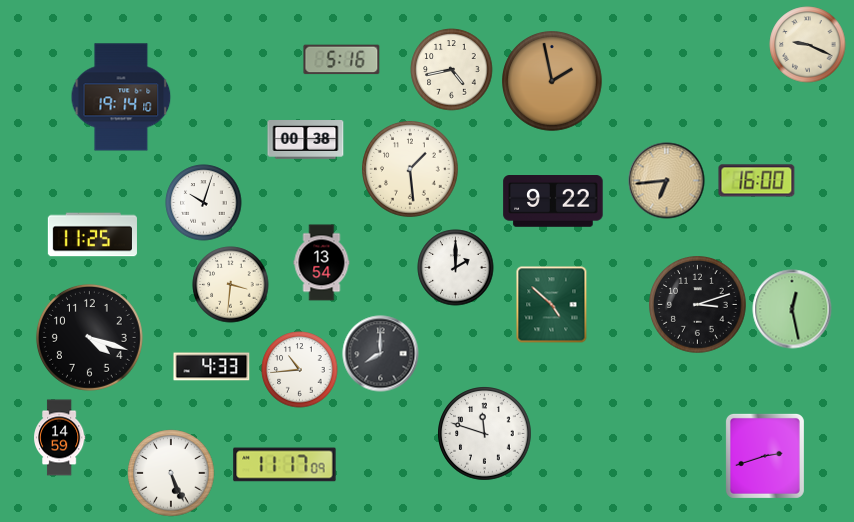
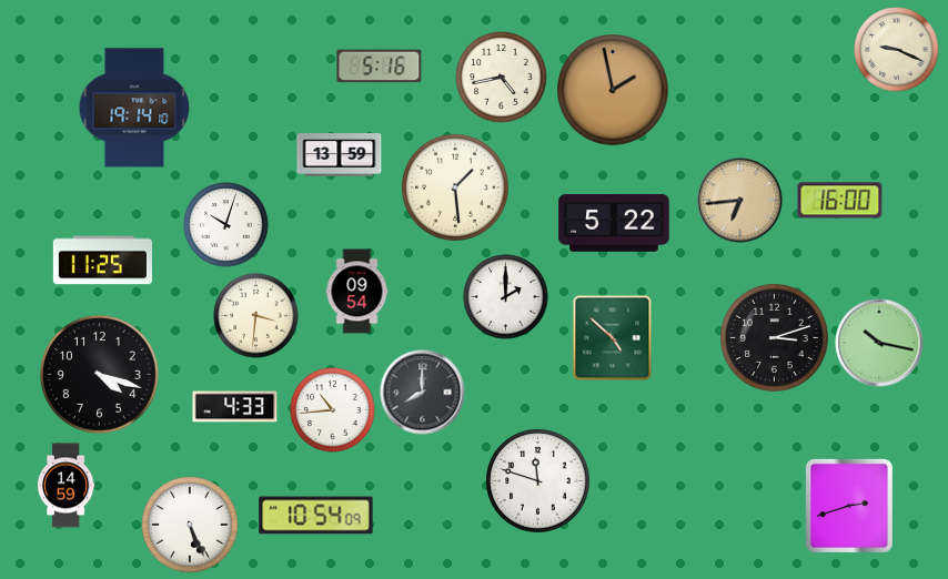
clock at (306, 140): 00:38 -> 13:59
clock at (553, 202): 9:22 -> 5:22
clock at (322, 263): 13:54 -> 09:54
clock at (792, 309): 12:28 -> 10:17
clock at (285, 465): 11:17 -> 10:54
